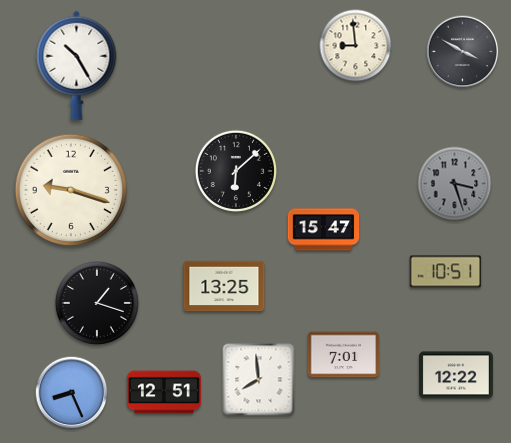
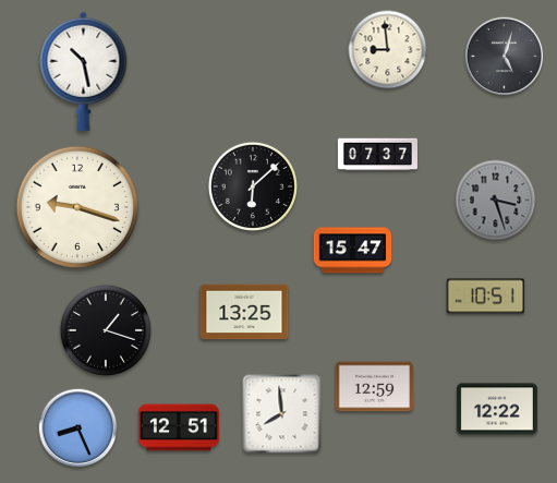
clock at (463, 52): 3:50 -> 5:03
clock at (77, 65): 10:25 -> 10:28
clock at (377, 155): none -> 07:37
clock at (236, 171) position: (236, 171) -> (253, 186)
clock at (344, 355): 7:01 -> 12:59
